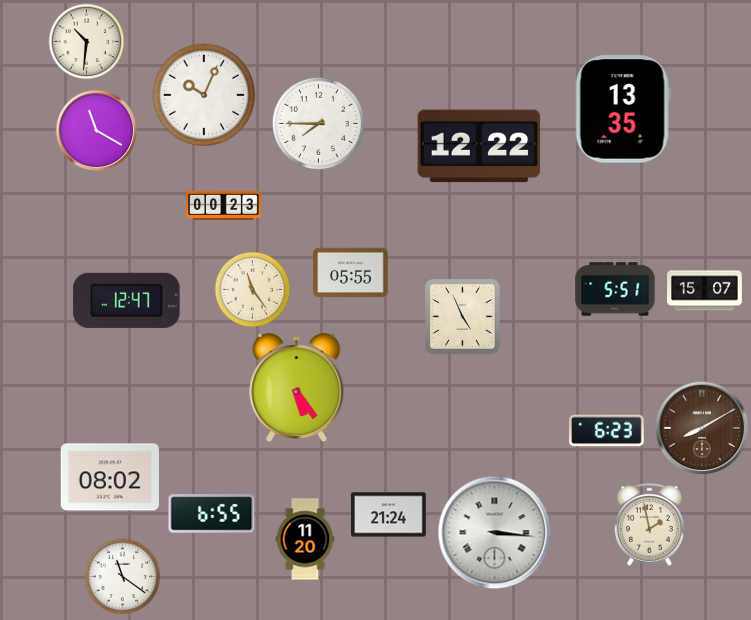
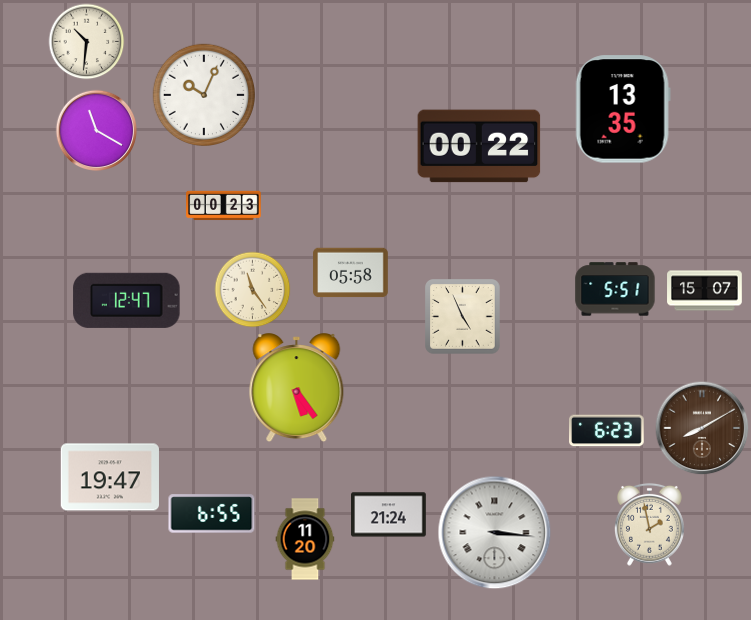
clock at (319, 124): 7:45 -> none
clock at (479, 146): 12:22 -> 00:22
clock at (351, 273): 05:55 -> 05:58
clock at (110, 477): 08:02 -> 19:47
clock at (123, 577): 11:21 -> none
